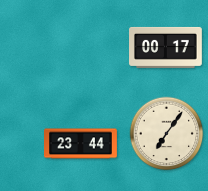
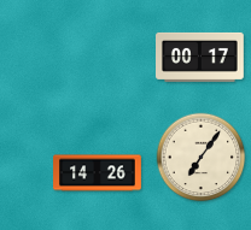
clock at (167, 134) position: (167, 134) -> (202, 158)
clock at (81, 144): 23:44 -> 14:26
